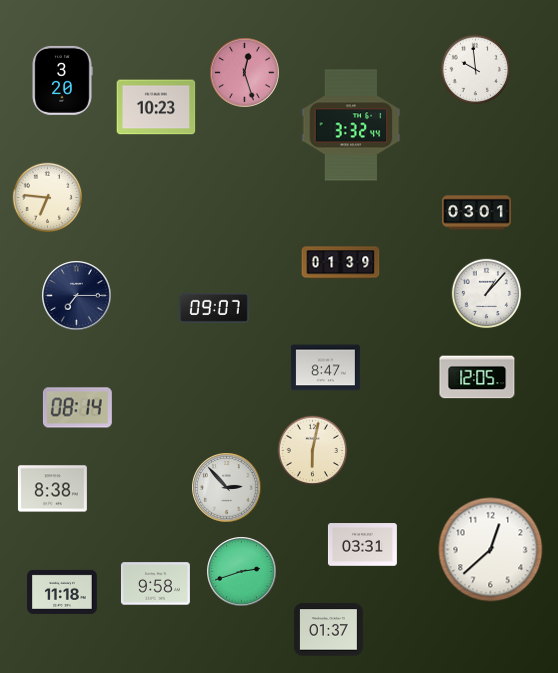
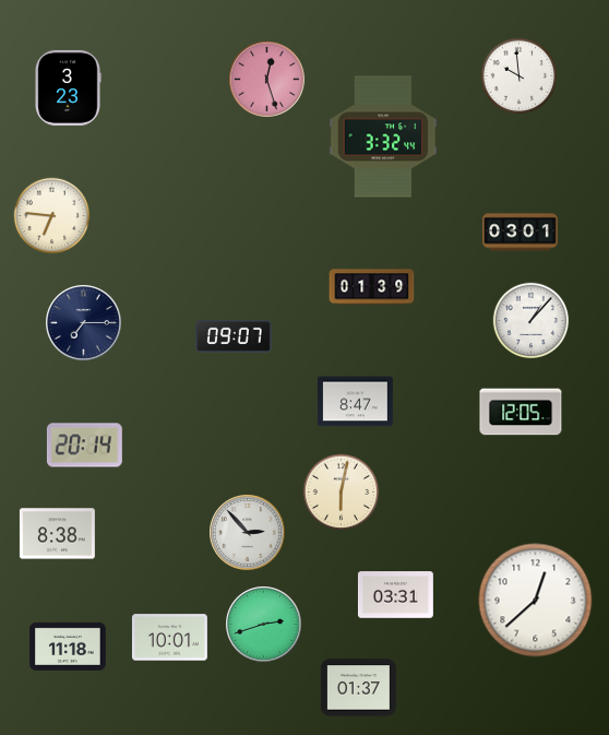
clock at (62, 80): 3:20 -> 3:23
clock at (156, 107): 10:23 -> none
clock at (77, 408): 08:14 -> 20:14
clock at (155, 584): 9:58 -> 10:01
